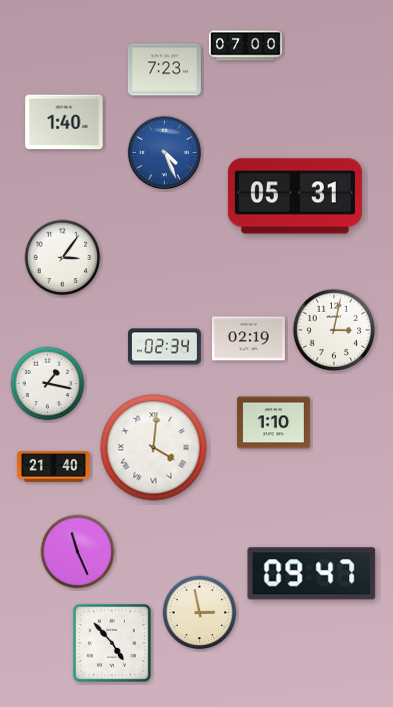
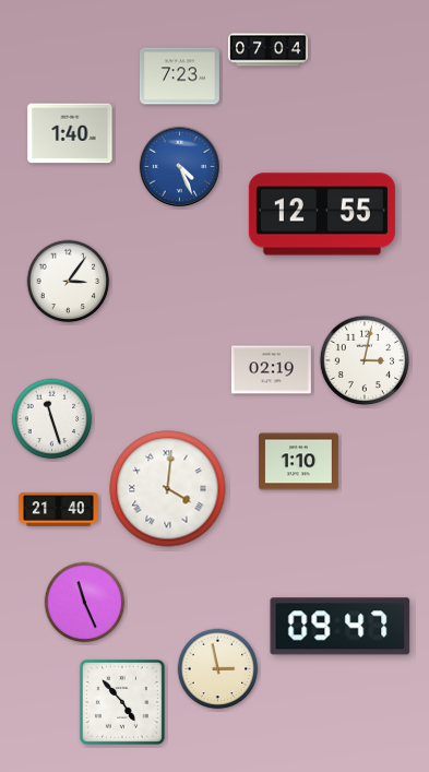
clock at (245, 46): 07:00 -> 07:04
clock at (295, 196): 05:31 -> 12:55
clock at (164, 347): 02:34 -> none
clock at (48, 384): 1:17 -> 11:27
